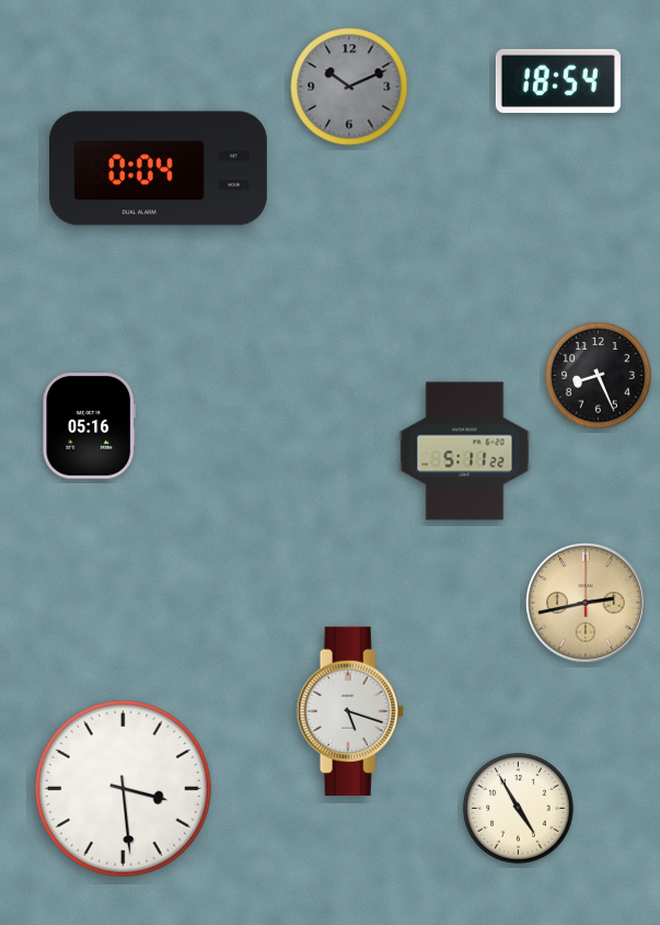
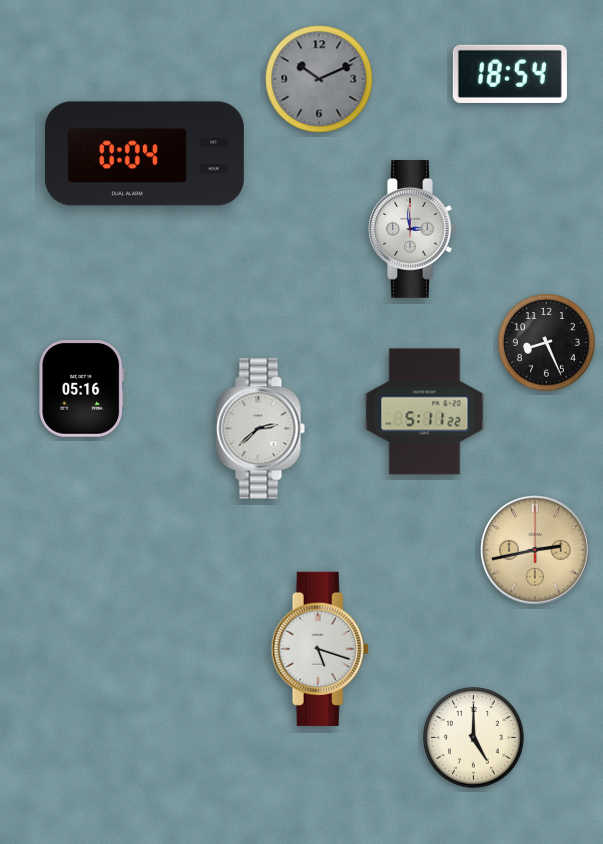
clock at (412, 230): none -> 2:59
clock at (260, 429): none -> 2:38
clock at (124, 789): 3:29 -> none
clock at (519, 809): 4:55 -> 5:00
